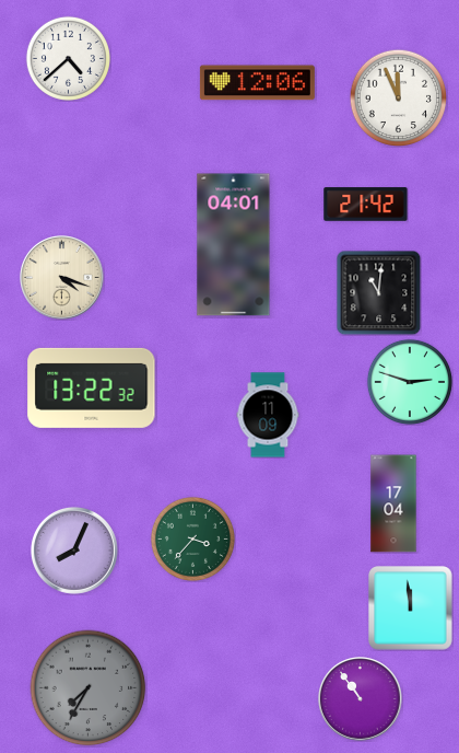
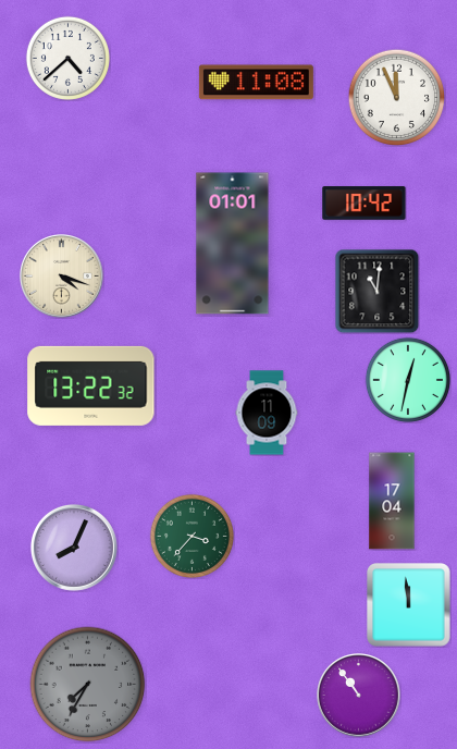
clock at (257, 83): 12:06 -> 11:08
clock at (366, 205): 21:42 -> 10:42
clock at (234, 245): 04:01 -> 01:01
clock at (410, 382): 2:48 -> 12:32
